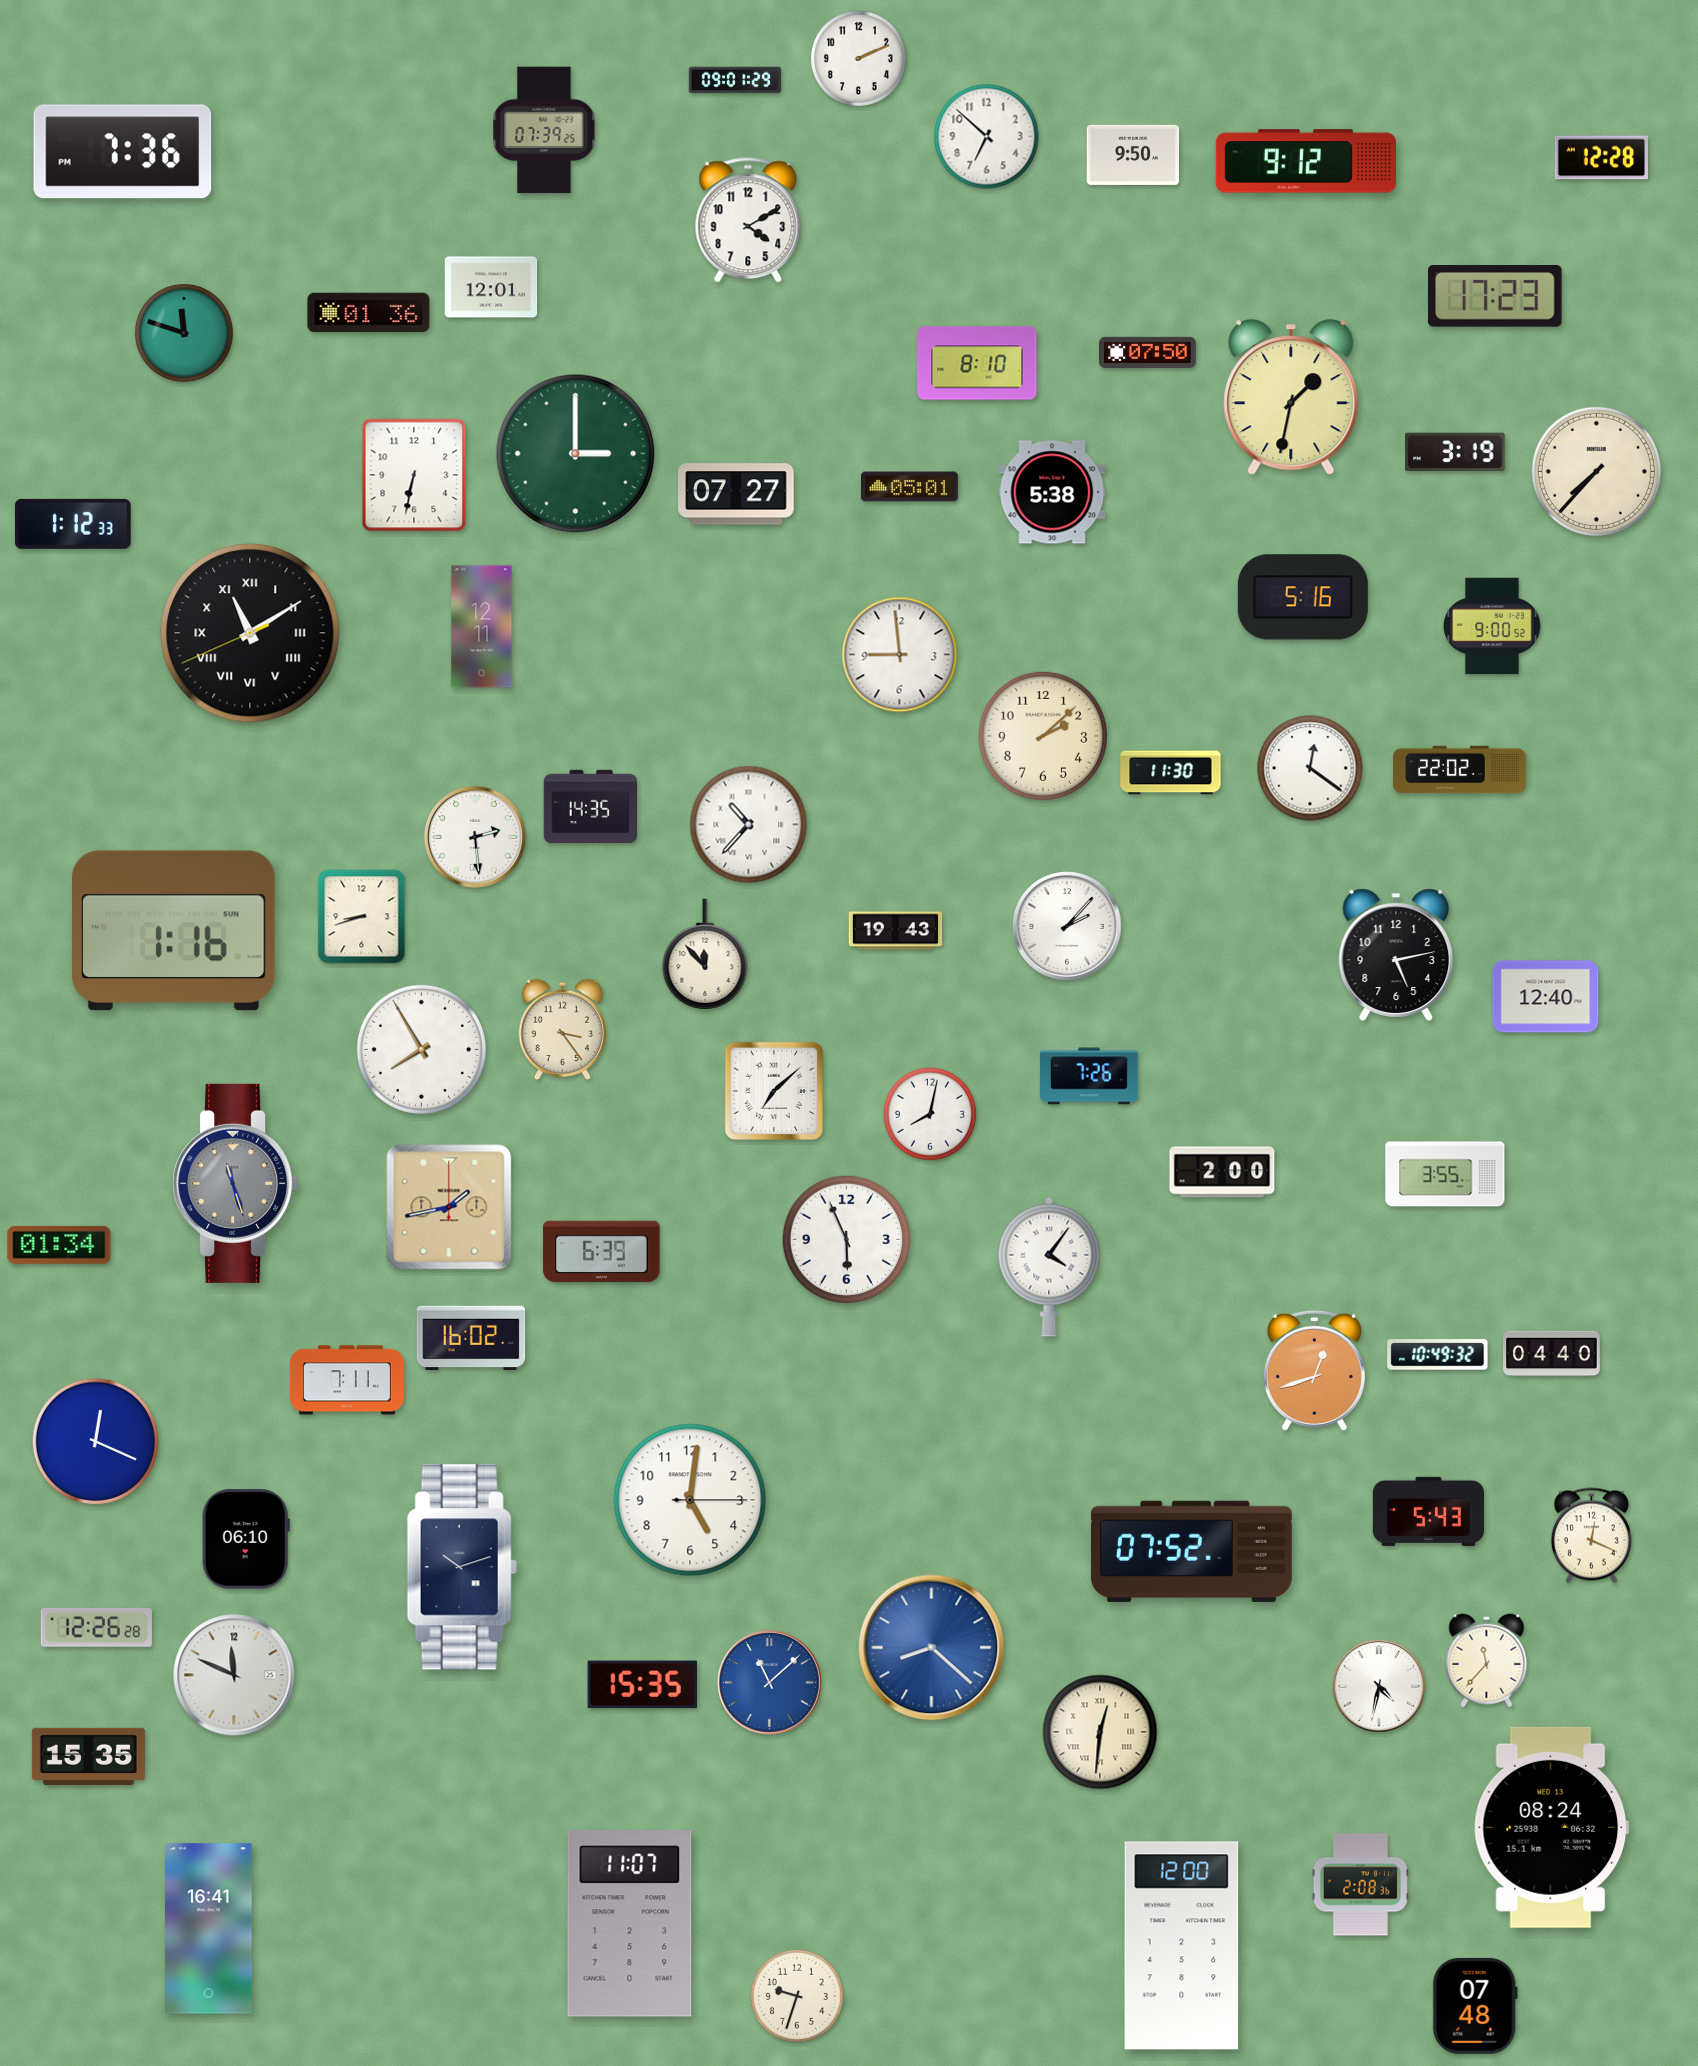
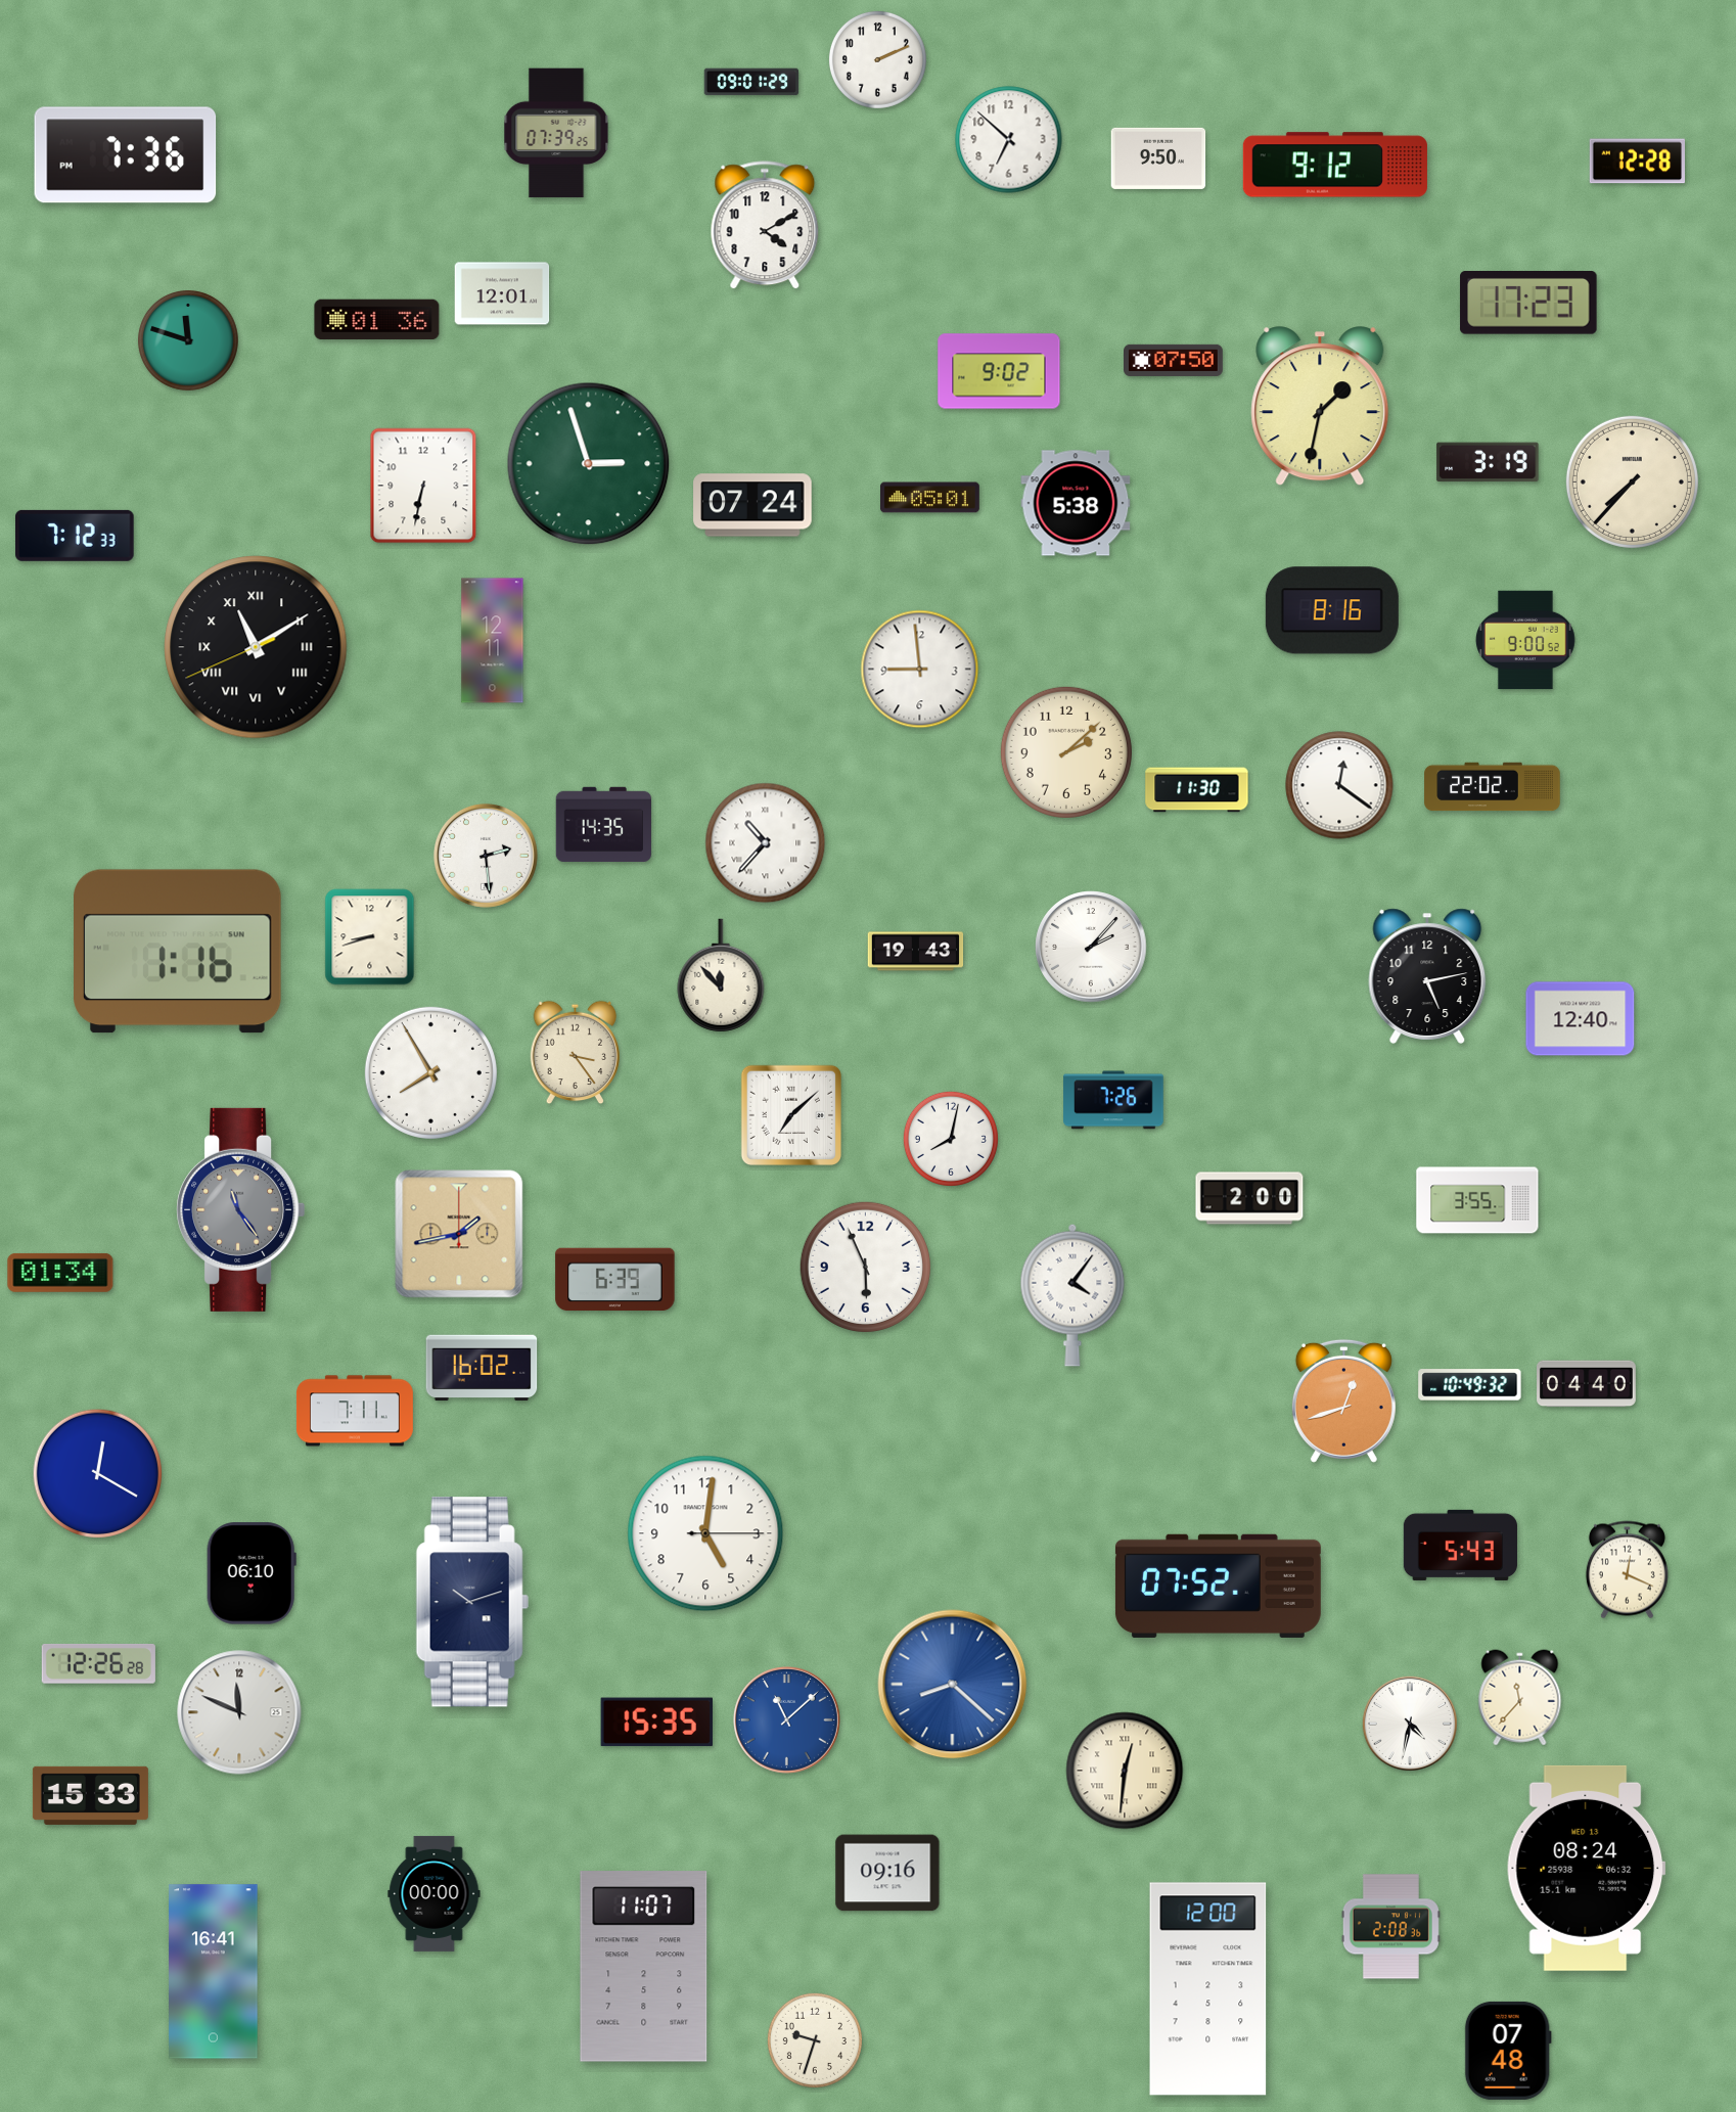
clock at (977, 363): 8:10 -> 9:02
clock at (576, 454): 3:00 -> 2:57
clock at (736, 494): 07:27 -> 07:24
clock at (74, 524): 1:12 -> 7:12
clock at (1303, 597): 5:16 -> 8:16
clock at (236, 1183): 11:27 -> 11:24
clock at (96, 1442): 12:19 -> 12:20
clock at (88, 1756): 15:35 -> 15:33
clock at (887, 1873): none -> 09:16
clock at (435, 1893): none -> 00:00
